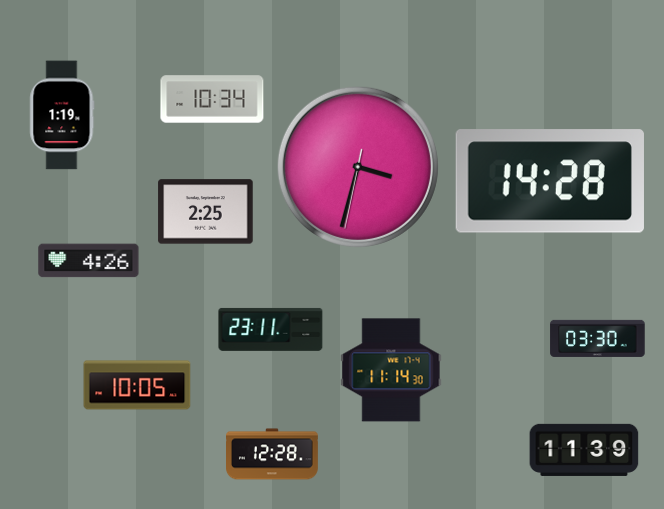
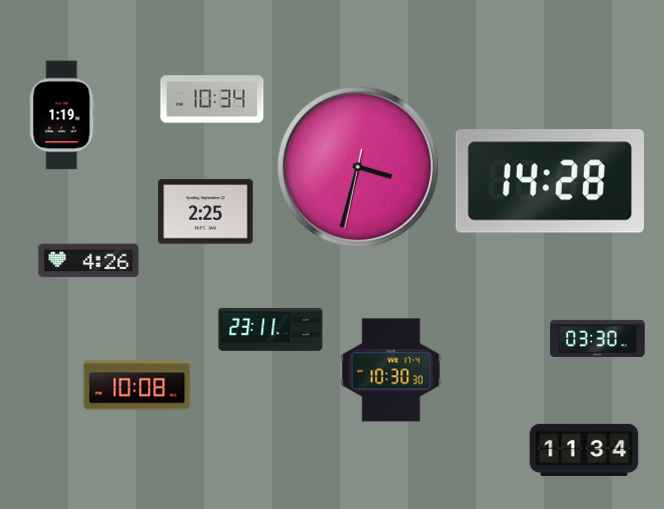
clock at (391, 370): 11:14 -> 10:30
clock at (137, 385): 10:05 -> 10:08
clock at (584, 450): 11:39 -> 11:34
clock at (273, 454): 12:28 -> none
